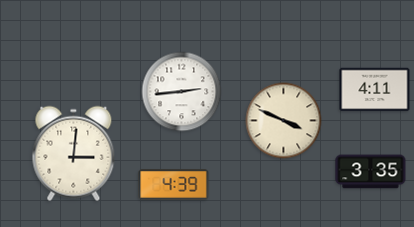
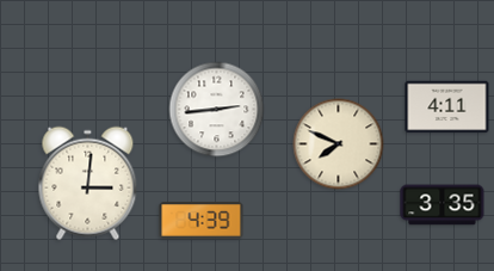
clock at (284, 121): 3:49 -> 7:49
clock at (174, 185) position: (174, 185) -> (202, 221)
